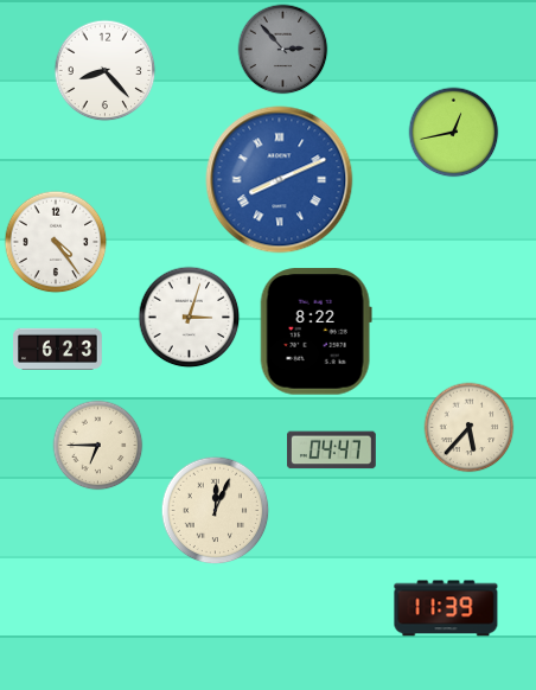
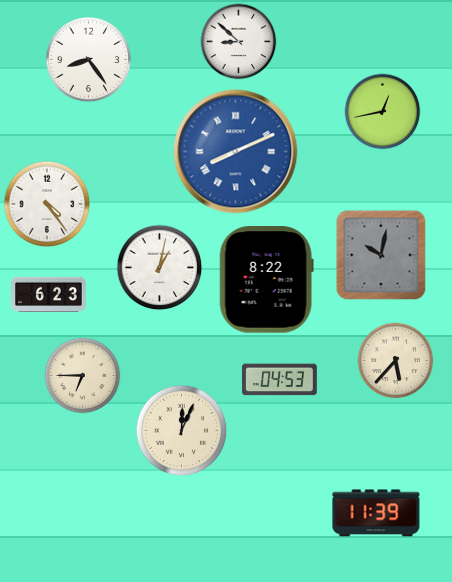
clock at (283, 50): 2:53 -> 8:52
clock at (283, 50) dial: grey -> white
clock at (106, 71): 8:23 -> 8:24
clock at (381, 255): none -> 10:02
clock at (190, 318): 3:03 -> 1:02
clock at (332, 451): 04:47 -> 04:53
